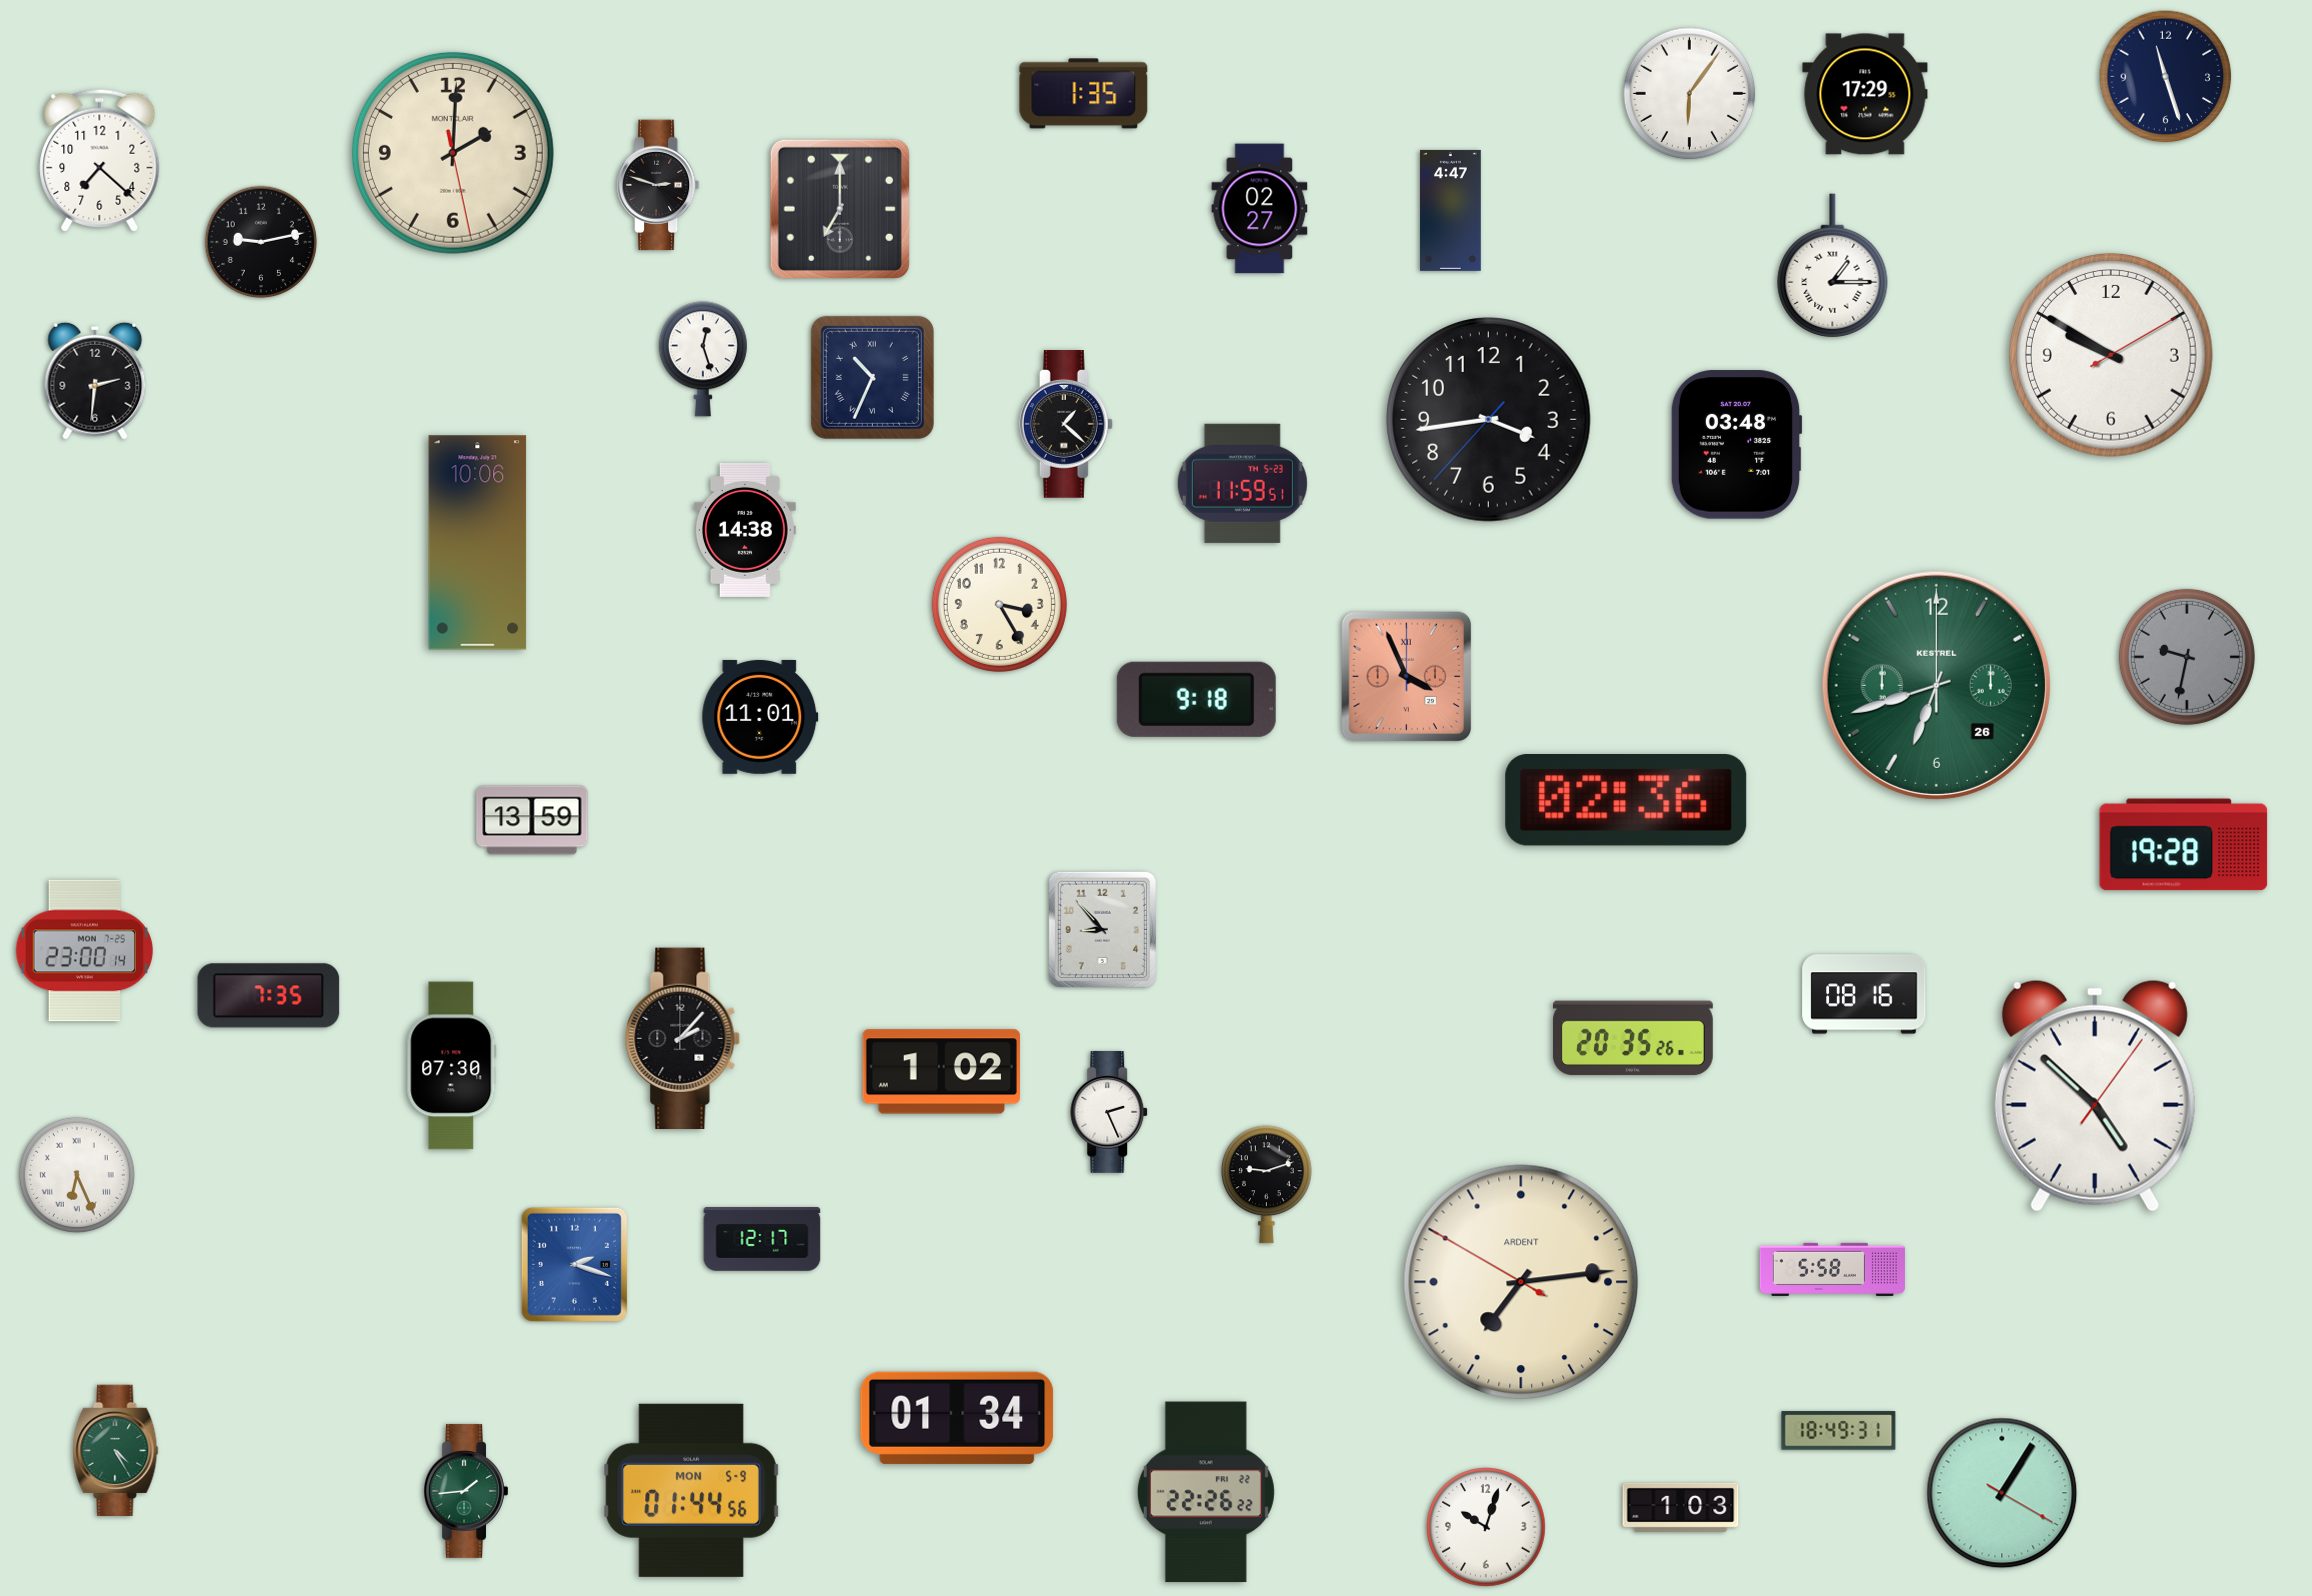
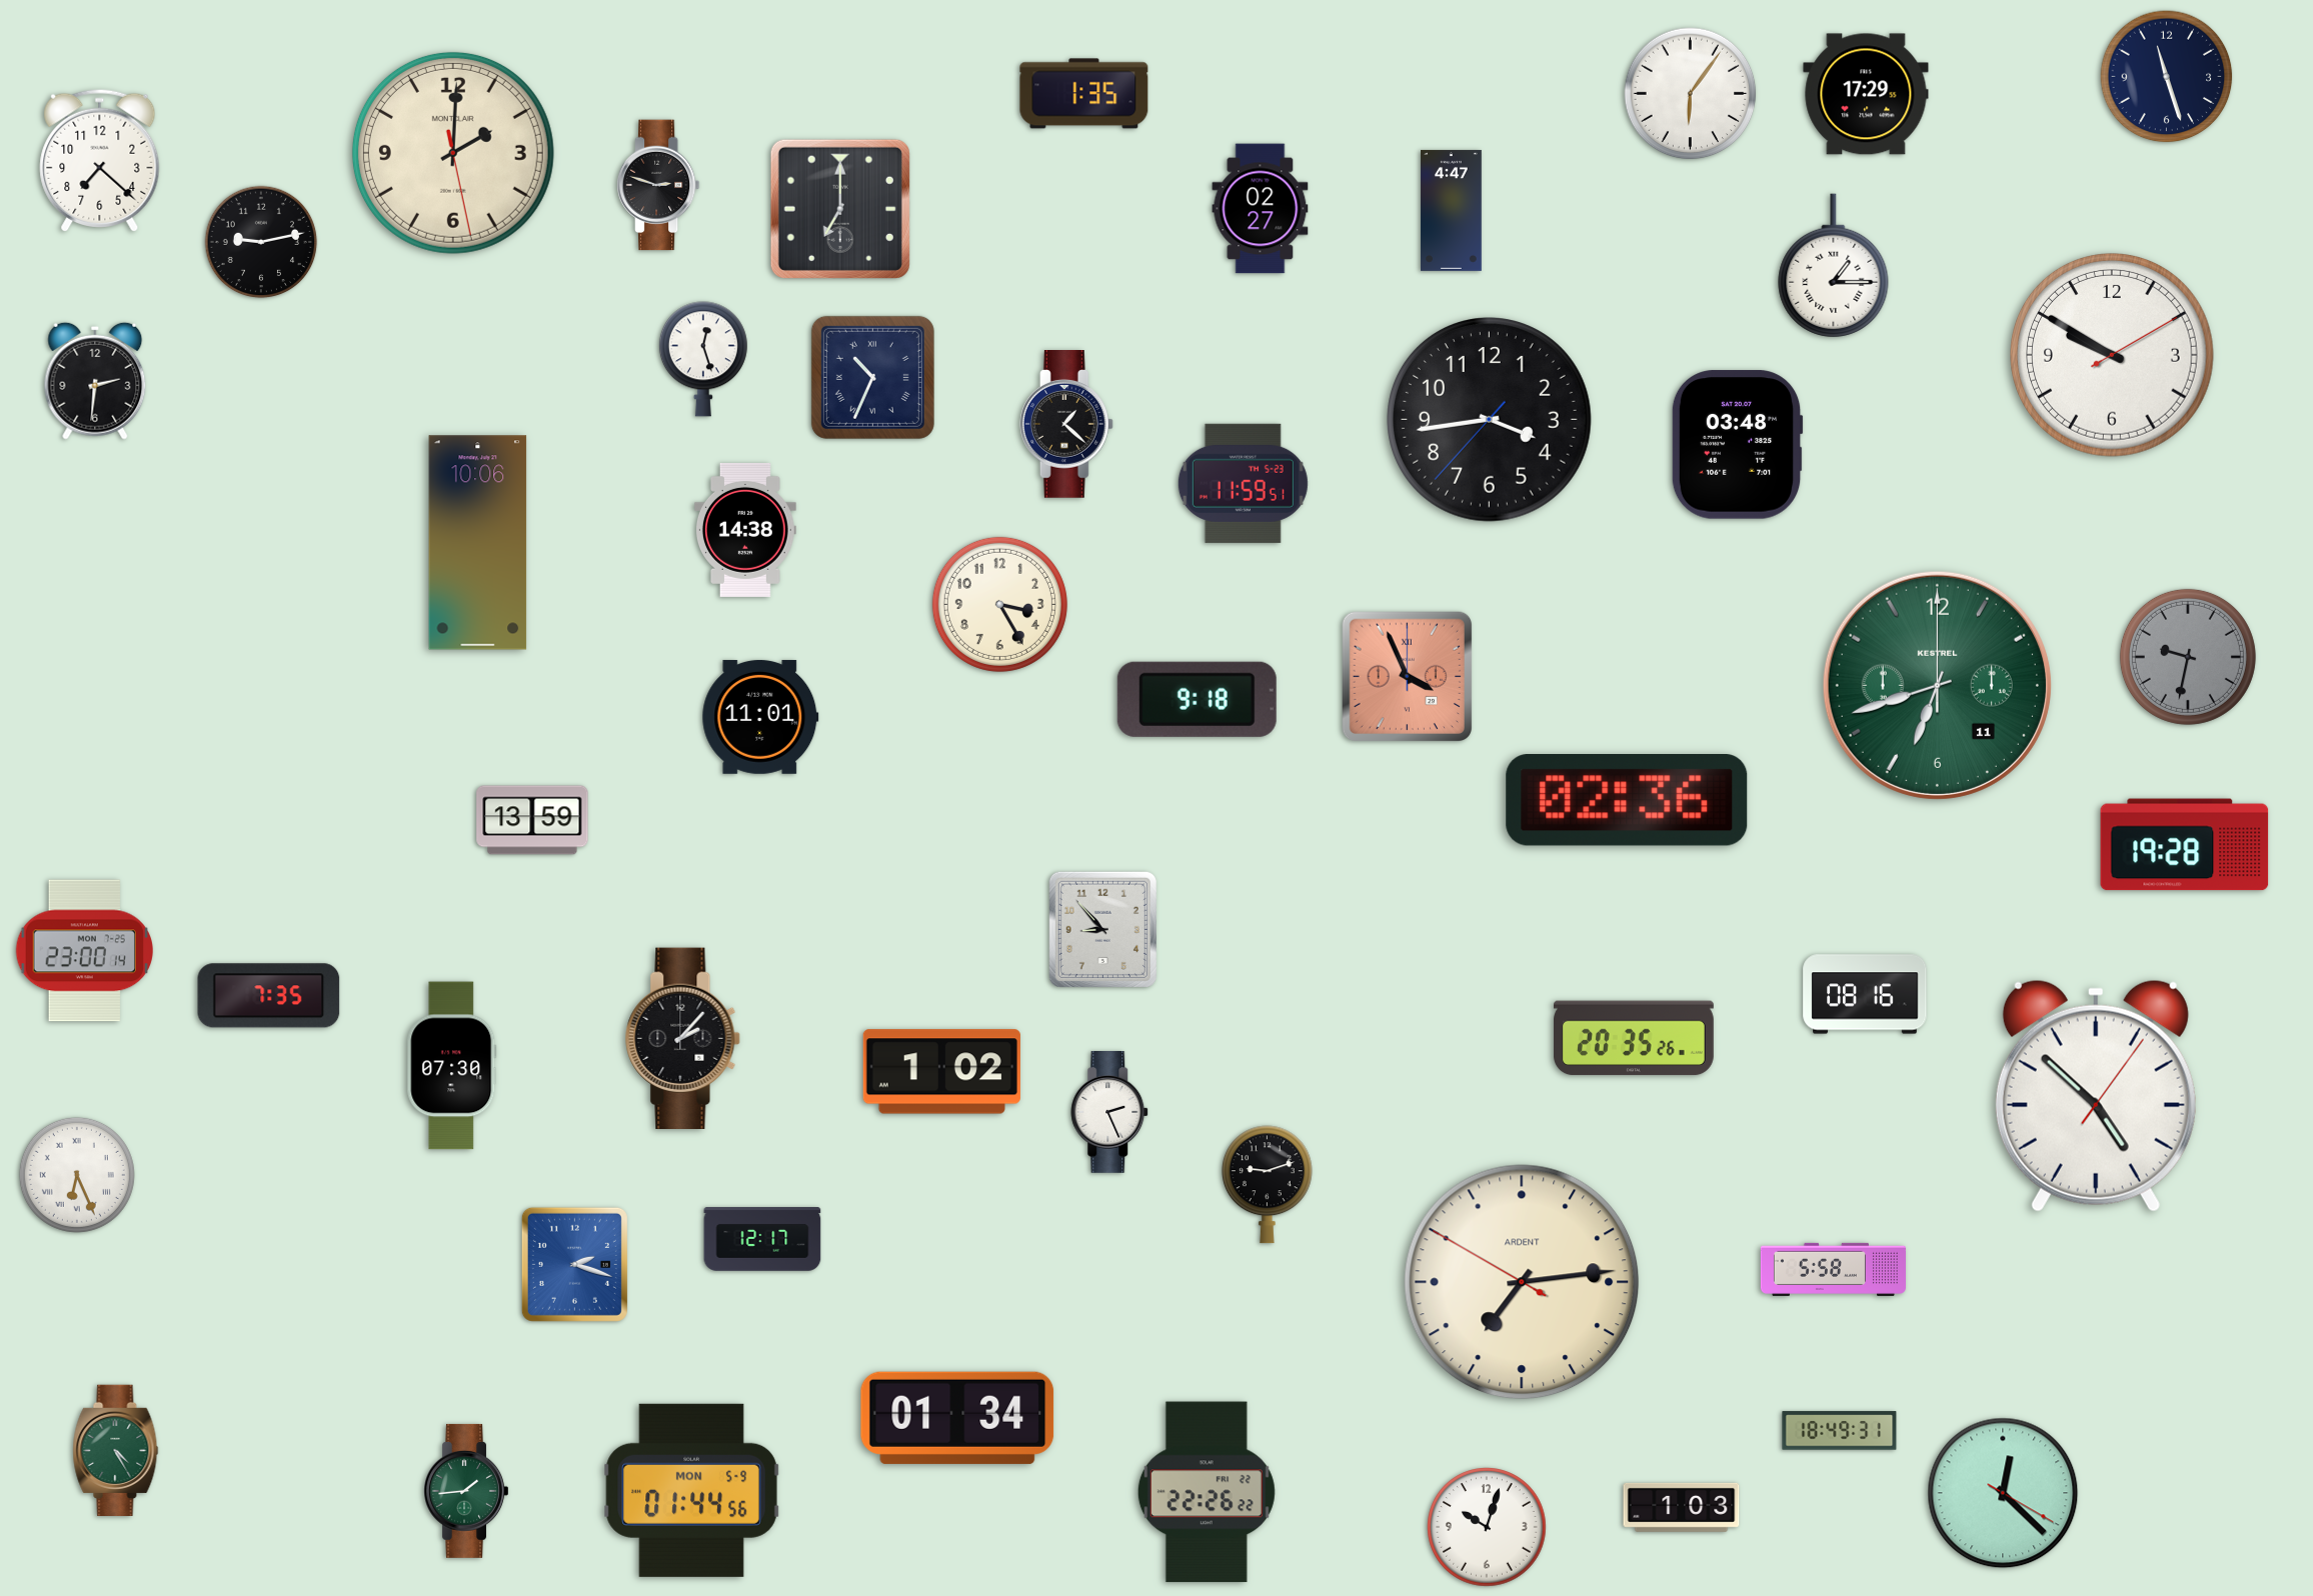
clock at (1936, 685) date: 26 -> 11
clock at (2002, 1493): 1:05 -> 12:22
